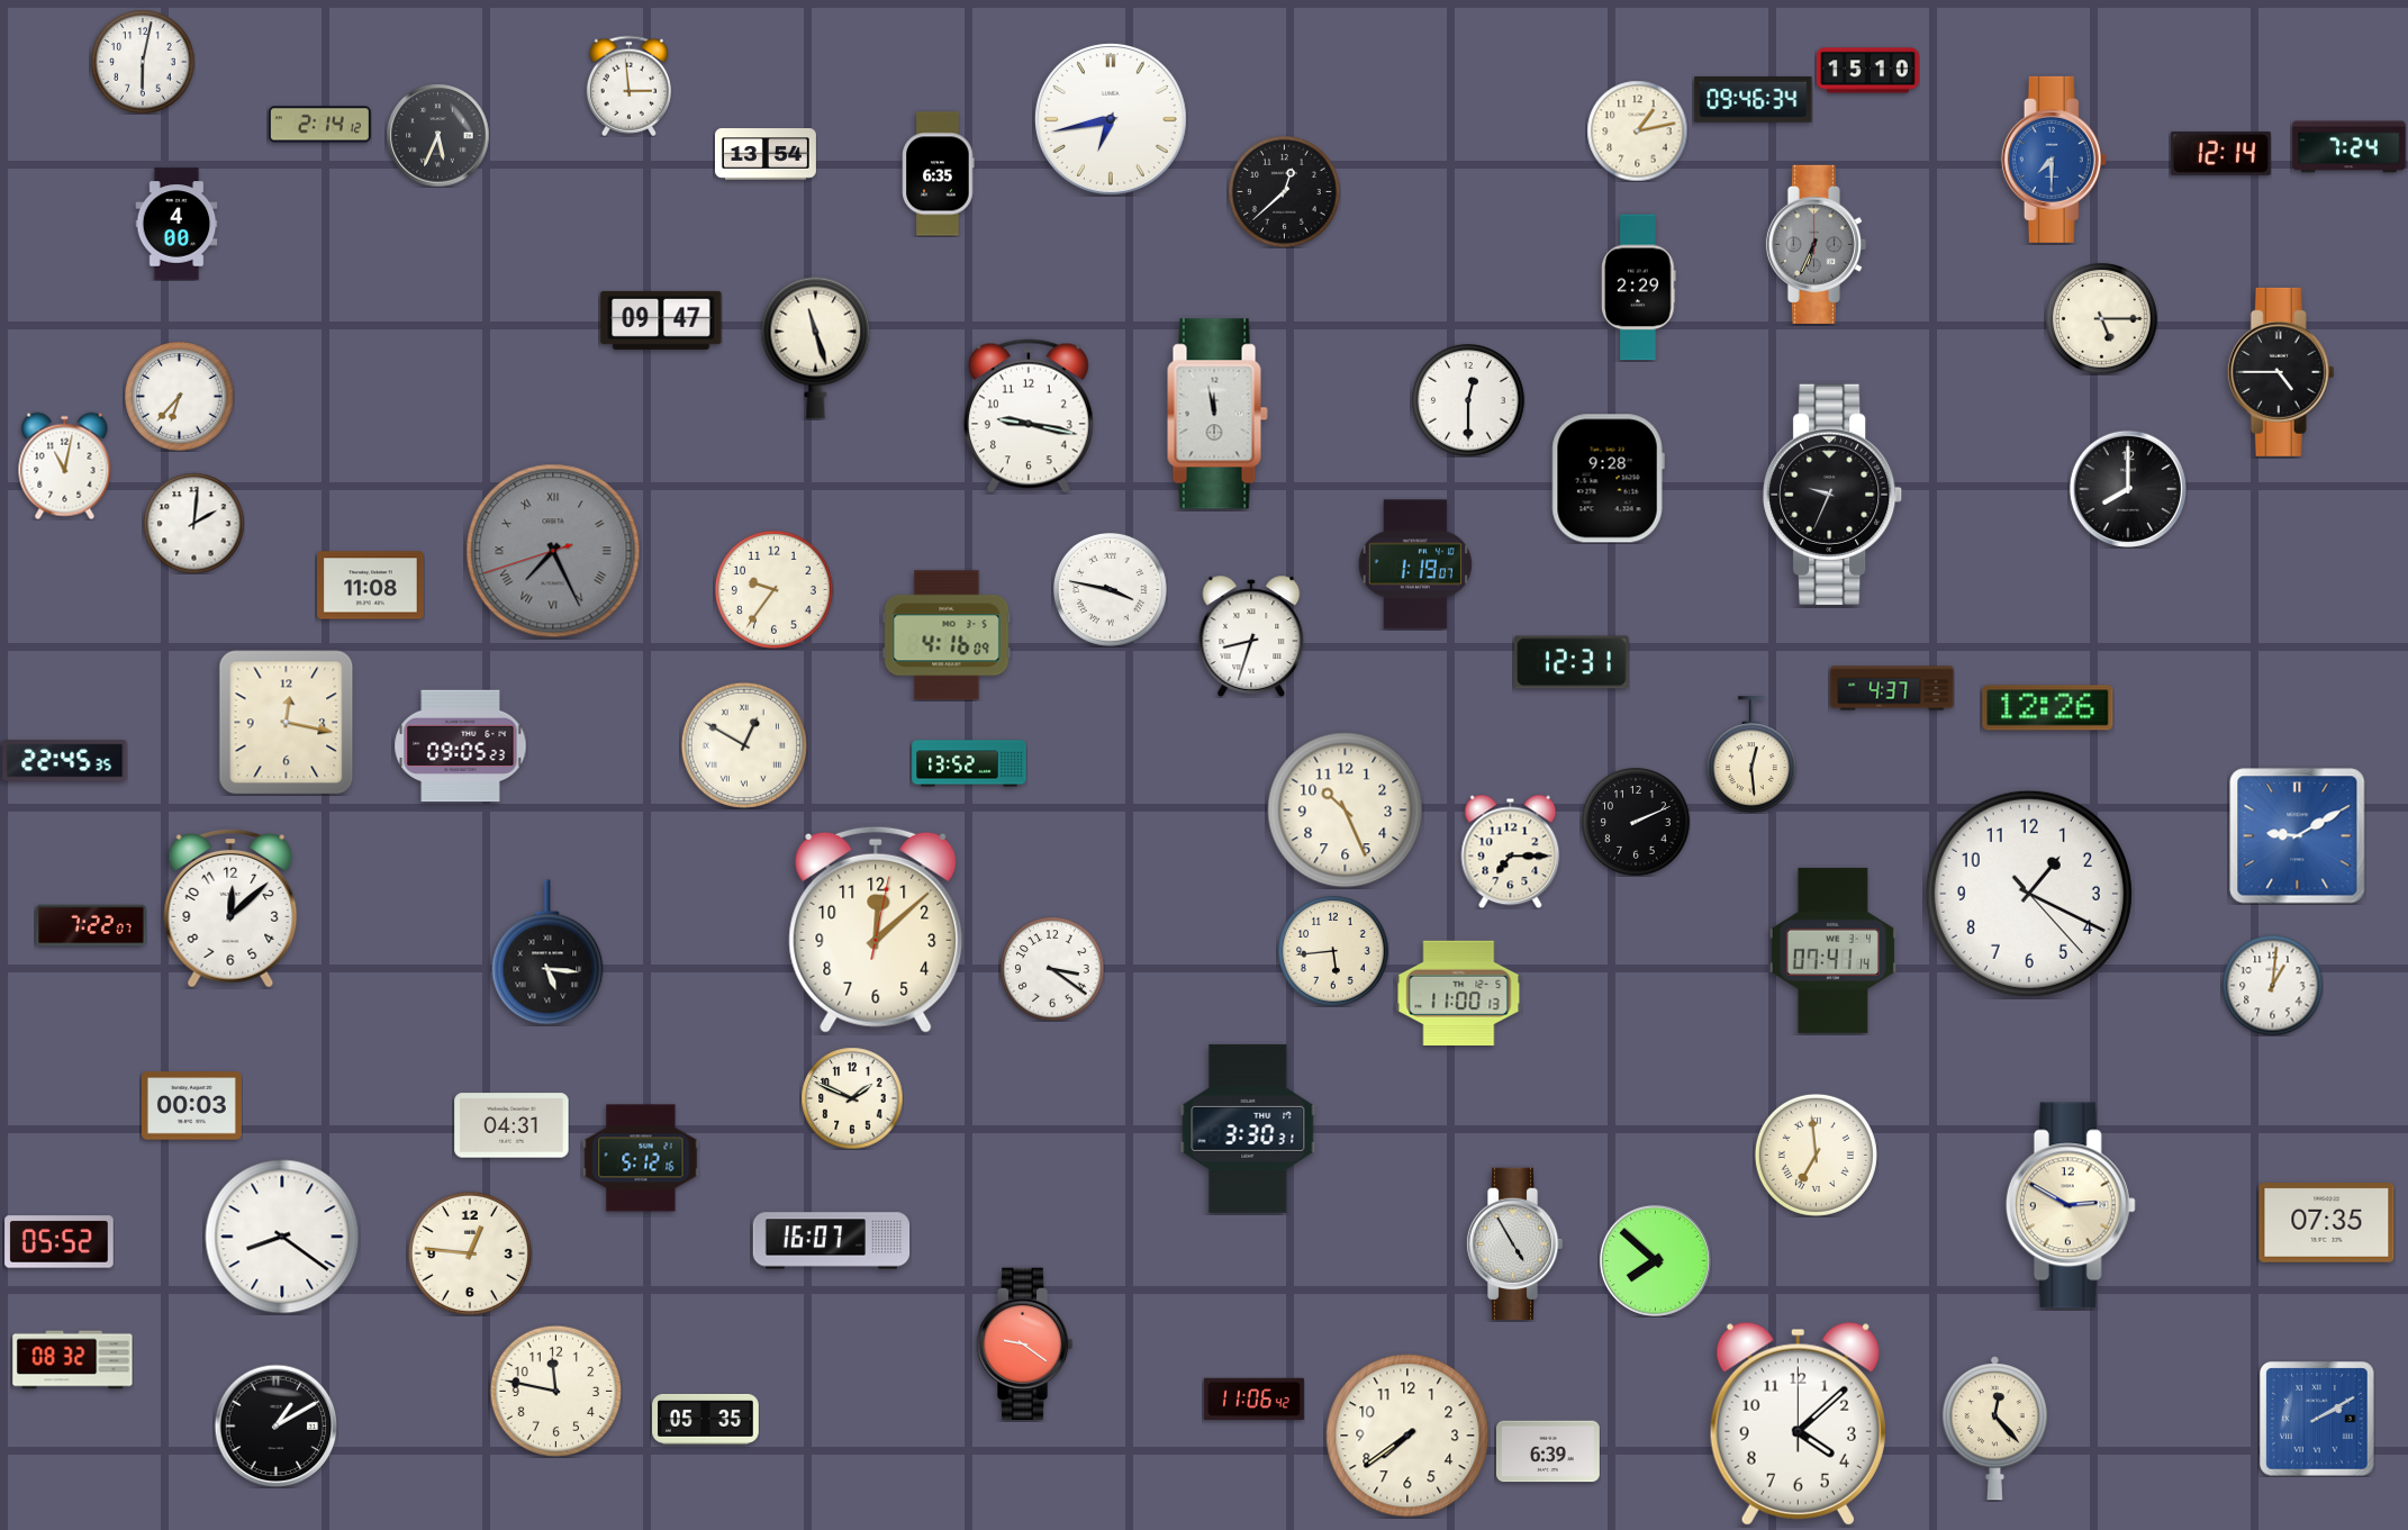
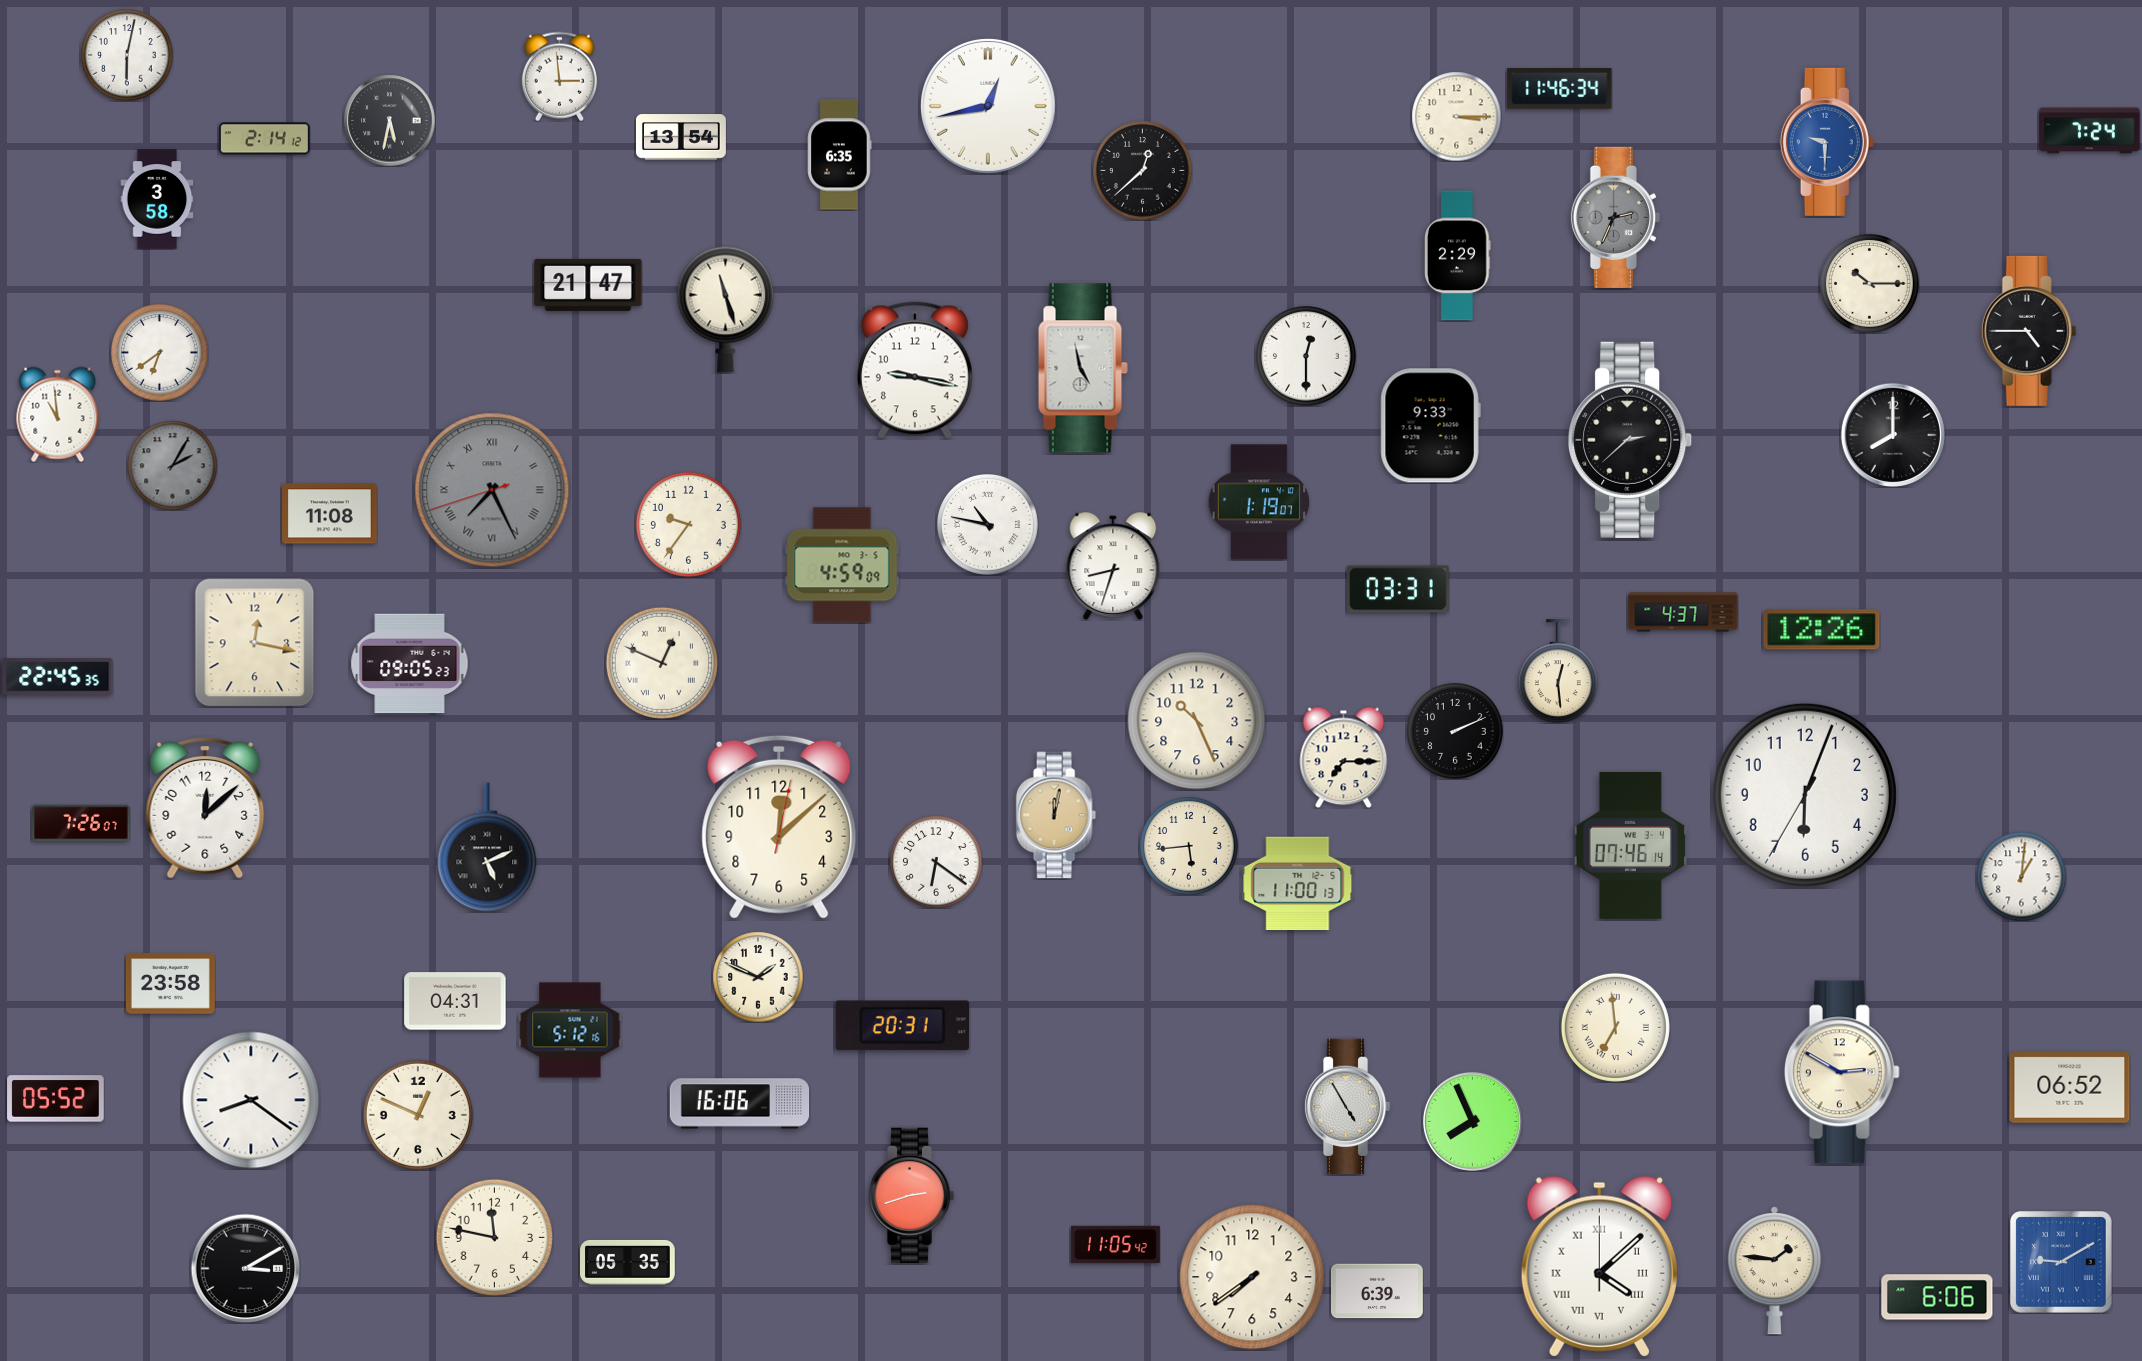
clock at (1867, 71): 15:10 -> none
clock at (1754, 100): 09:46 -> 11:46
clock at (1111, 119): 6:43 -> 12:43
clock at (319, 125) position: (319, 125) -> (264, 139)
clock at (1637, 130): 1:13 -> 3:15
clock at (437, 135): 5:34 -> 5:32
clock at (2220, 153): 12:14 -> none
clock at (2054, 160): 7:30 -> 9:30
clock at (939, 174) position: (939, 174) -> (840, 155)
clock at (176, 224): 4:00 -> 3:58
clock at (1816, 244): 6:34 -> 2:34
clock at (2102, 319): 5:15 -> 10:15
clock at (661, 320): 09:47 -> 21:47
clock at (180, 397): 6:37 -> 6:39
clock at (1217, 414): 11:58 -> 4:58
clock at (65, 465): 11:02 -> 10:59
clock at (1608, 479): 9:28 -> 9:33
clock at (1834, 495): 9:34 -> 2:38
clock at (193, 523): 2:01 -> 2:05
clock at (193, 523) dial: white -> grey
clock at (371, 586) position: (371, 586) -> (330, 514)
clock at (1111, 590): 3:47 -> 10:47
clock at (947, 635): 4:16 -> 4:59
clock at (1572, 662): 12:31 -> 03:31
clock at (744, 745): 12:50 -> 12:49
clock at (969, 763): 13:52 -> none
clock at (2298, 836): 9:10 -> none
clock at (2029, 894): 1:19 -> 6:03
clock at (1056, 815): none -> 12:02
clock at (91, 925): 7:22 -> 7:26
clock at (1832, 950): 07:41 -> 07:46
clock at (1333, 951) position: (1333, 951) -> (1189, 846)
clock at (547, 952): 5:16 -> 5:11
clock at (1052, 969): 3:21 -> 6:21
clock at (191, 1106): 00:03 -> 23:58
clock at (1248, 1129): 3:30 -> none
clock at (902, 1026): none -> 20:31
clock at (2327, 1223): 07:35 -> 06:52
clock at (832, 1241): 16:07 -> 16:06
clock at (60, 1242) position: (60, 1242) -> (56, 1099)
clock at (470, 1253): 12:46 -> 12:49
clock at (1655, 1260): 7:52 -> 7:56
clock at (1024, 1345): 9:21 -> 2:42
clock at (73, 1360): 08:32 -> none
clock at (1253, 1400): 11:06 -> 11:05
clock at (2317, 1419): 2:10 -> 9:10
clock at (1798, 1423) numerals: Arabic -> Roman
clock at (275, 1425): 1:10 -> 3:10
clock at (1994, 1429): 12:23 -> 1:46
clock at (1937, 1297): none -> 6:06
